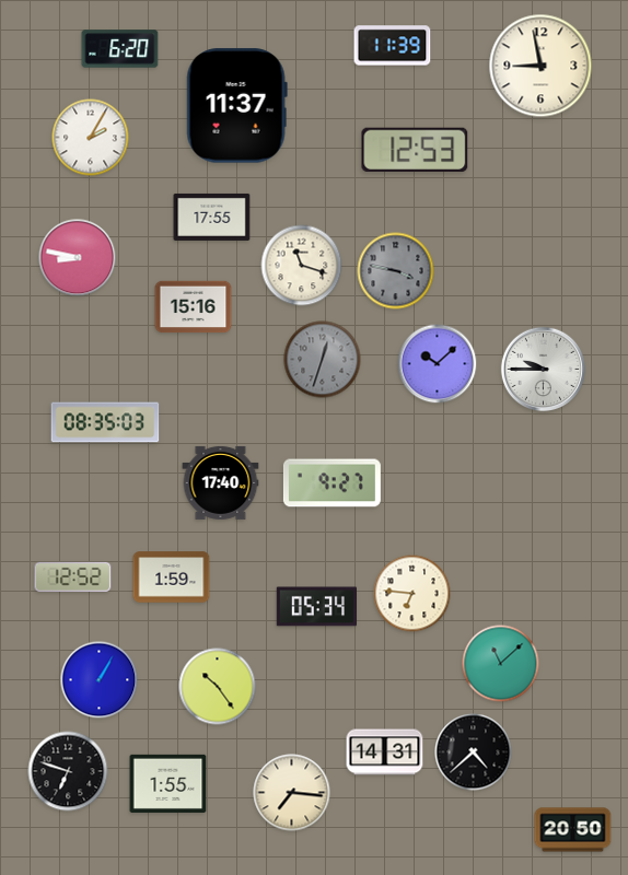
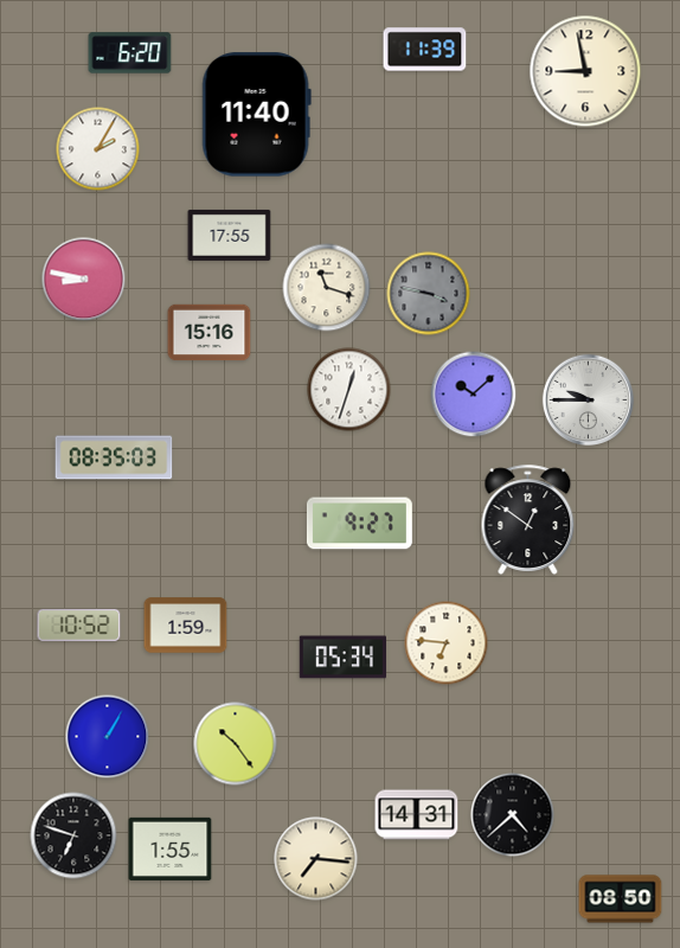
clock at (236, 106): 11:37 -> 11:40
clock at (415, 150): 12:53 -> none
clock at (323, 360) dial: grey -> white
clock at (528, 519): none -> 12:51
clock at (221, 482): 17:40 -> none
clock at (73, 576): 12:52 -> 10:52
clock at (501, 664): 11:08 -> none
clock at (168, 783) position: (168, 783) -> (171, 848)
clock at (573, 830): 20:50 -> 08:50
